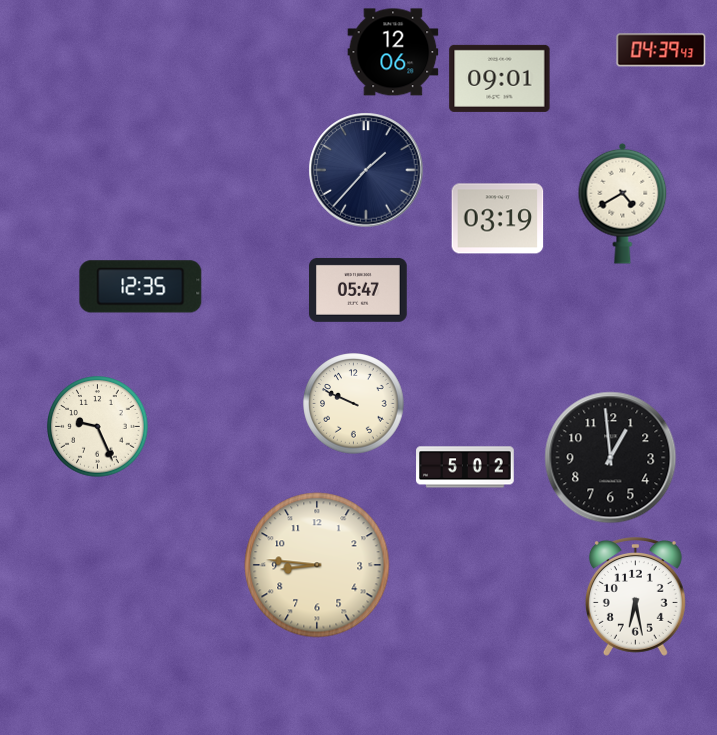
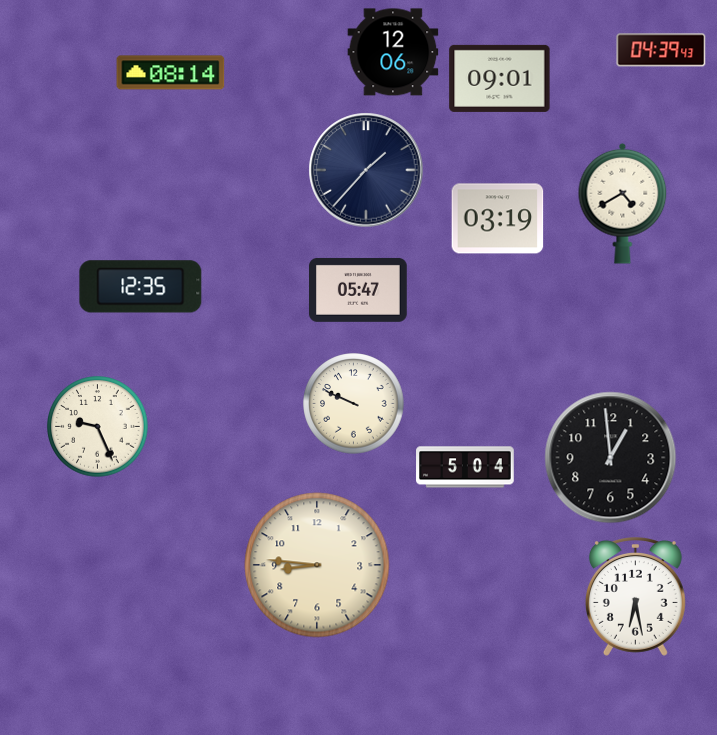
clock at (171, 73): none -> 08:14
clock at (465, 467): 5:02 -> 5:04
